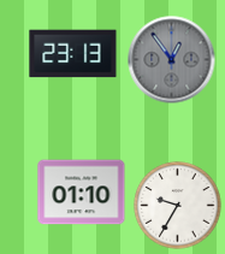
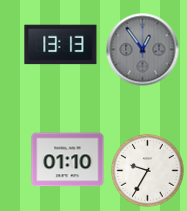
clock at (73, 54): 23:13 -> 13:13
